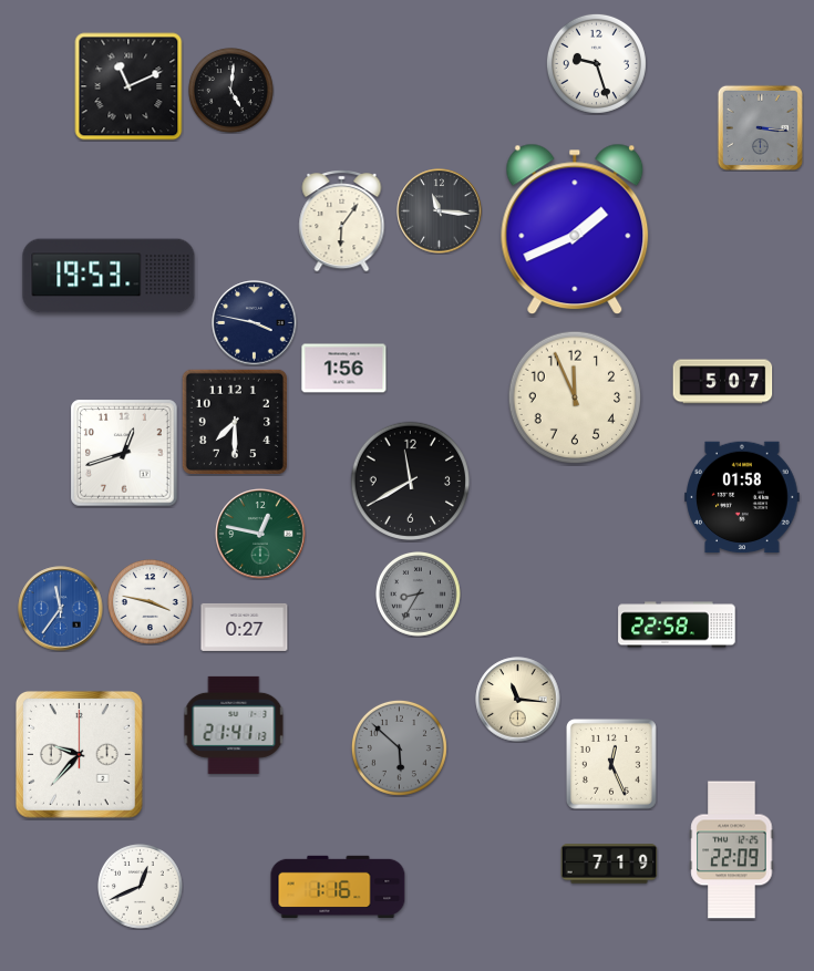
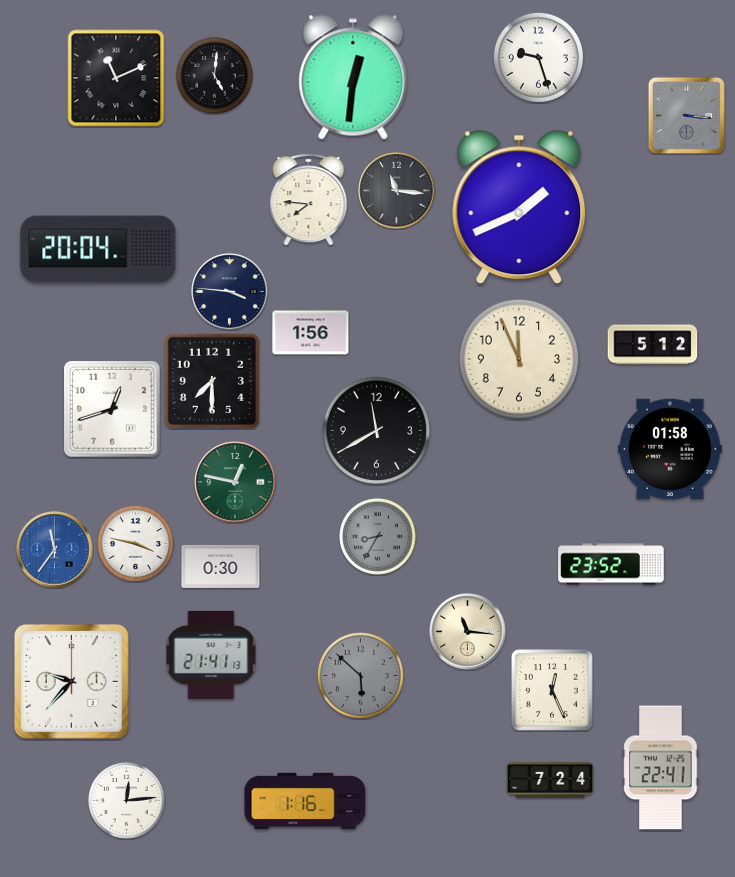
clock at (353, 77): none -> 12:31
clock at (231, 91) position: (231, 91) -> (215, 76)
clock at (342, 220): 6:06 -> 7:46
clock at (109, 276): 19:53 -> 20:04
clock at (255, 323): 3:47 -> 3:46
clock at (723, 382): 5:07 -> 5:12
clock at (410, 481) position: (410, 481) -> (376, 430)
clock at (677, 624): 22:58 -> 23:52
clock at (245, 627): 0:27 -> 0:30
clock at (732, 850): 22:09 -> 22:41
clock at (609, 864): 7:19 -> 7:24
clock at (141, 887): 12:41 -> 12:14
